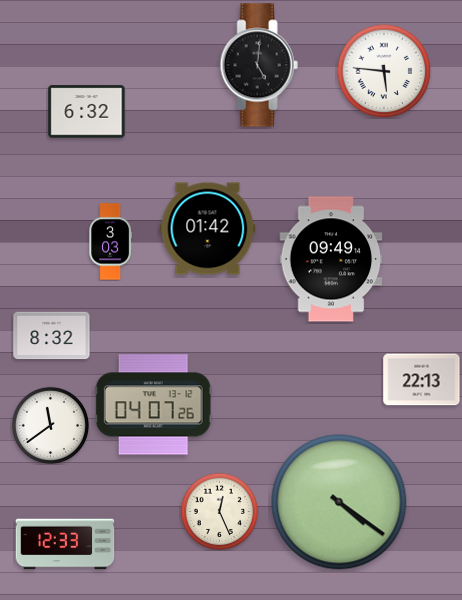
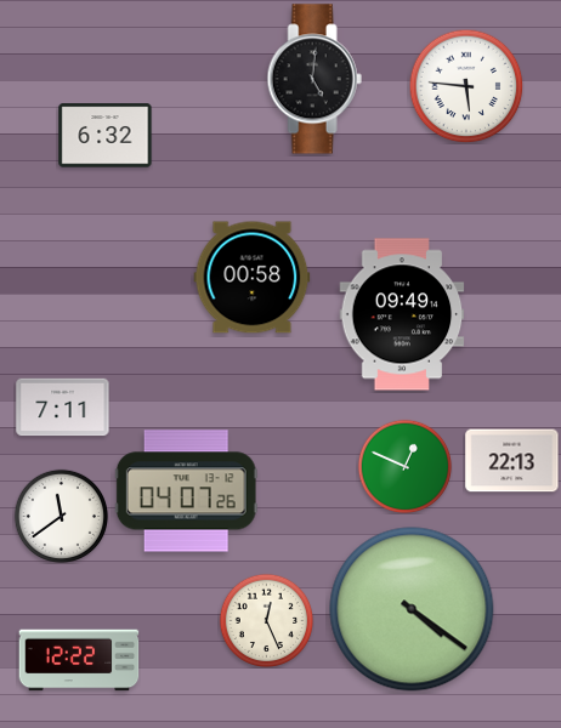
clock at (208, 229): 01:42 -> 00:58
clock at (110, 242): 3:03 -> none
clock at (52, 336): 8:32 -> 7:11
clock at (404, 466): none -> 12:49
clock at (65, 544): 12:33 -> 12:22
